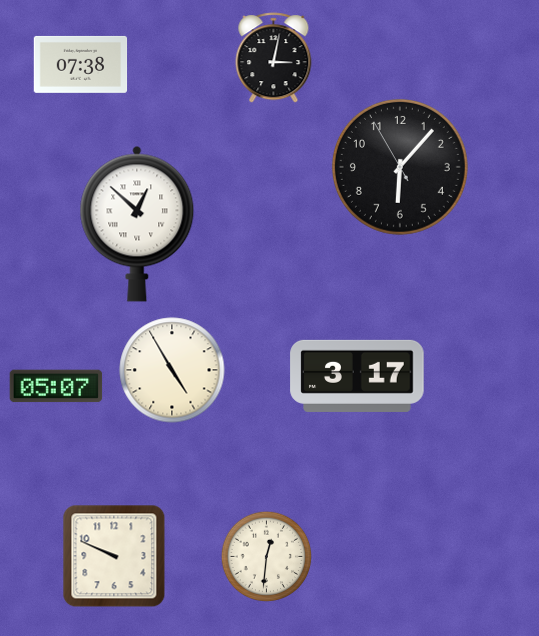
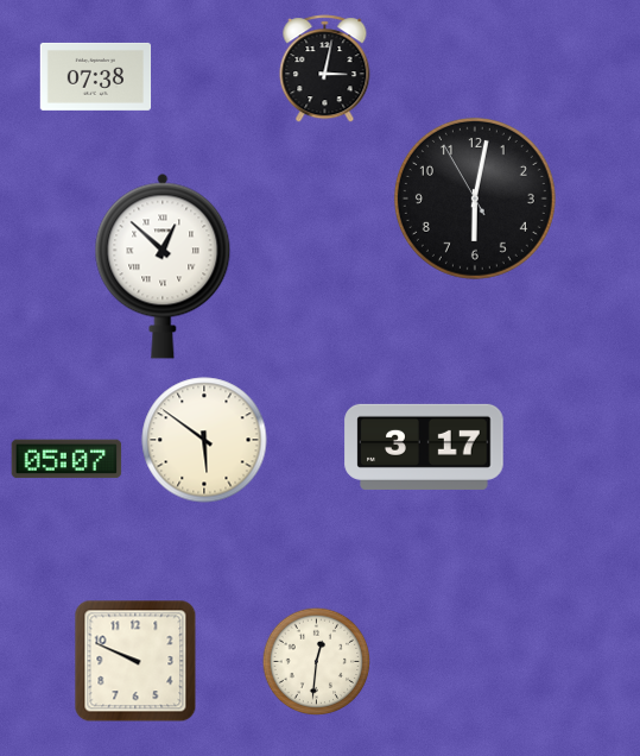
clock at (400, 167): 6:06 -> 6:01
clock at (172, 370): 4:55 -> 5:51
